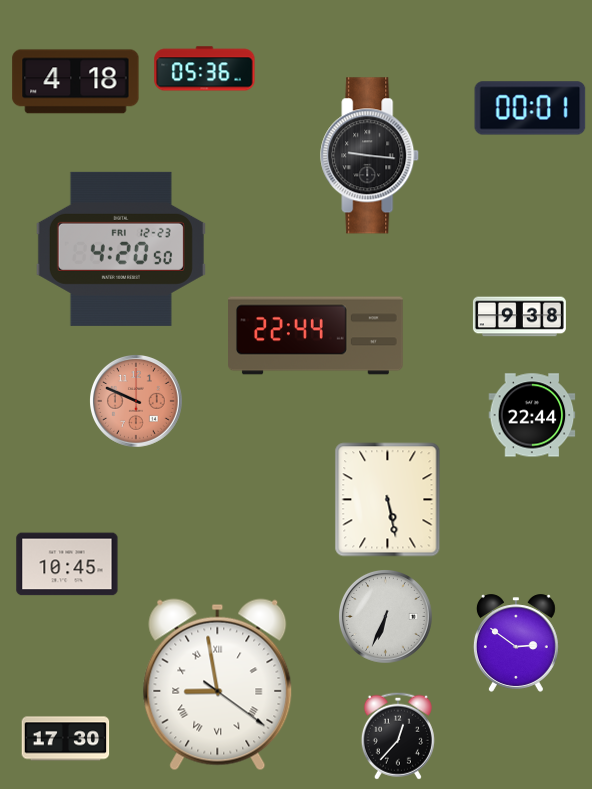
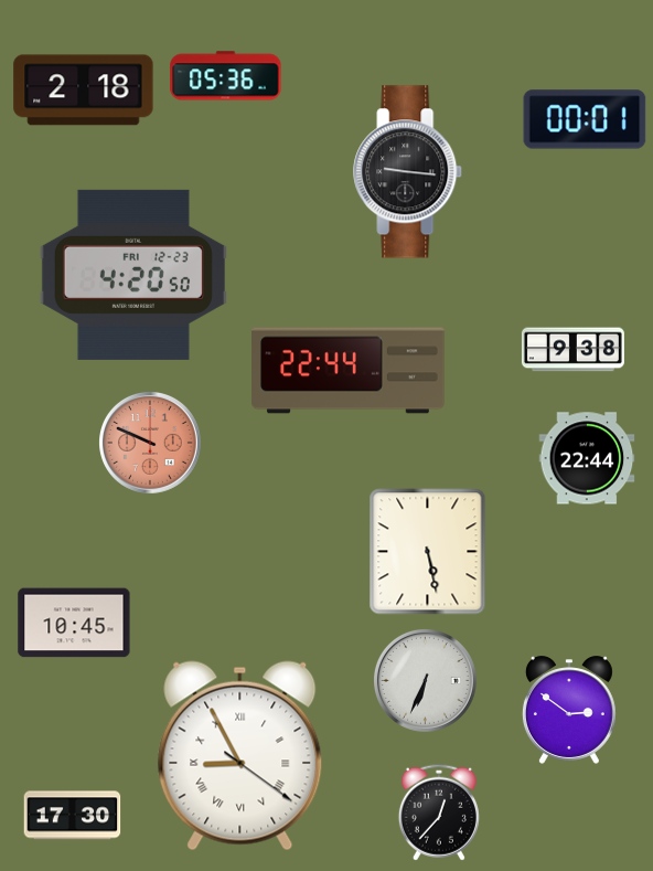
clock at (76, 82): 4:18 -> 2:18
clock at (218, 685): 8:58 -> 8:55
